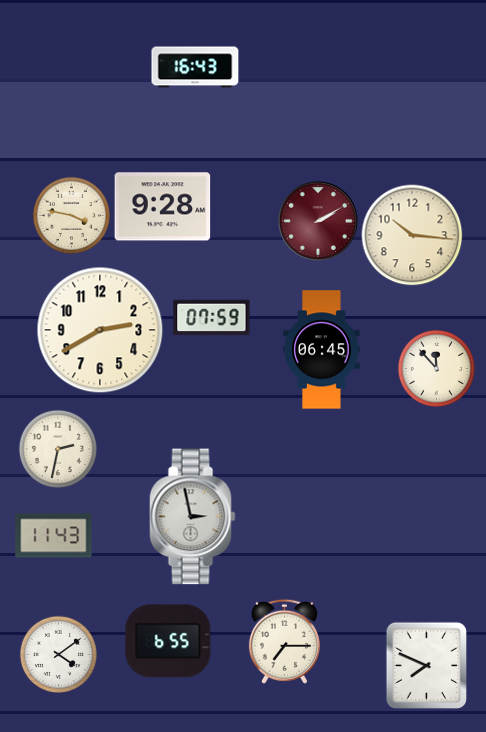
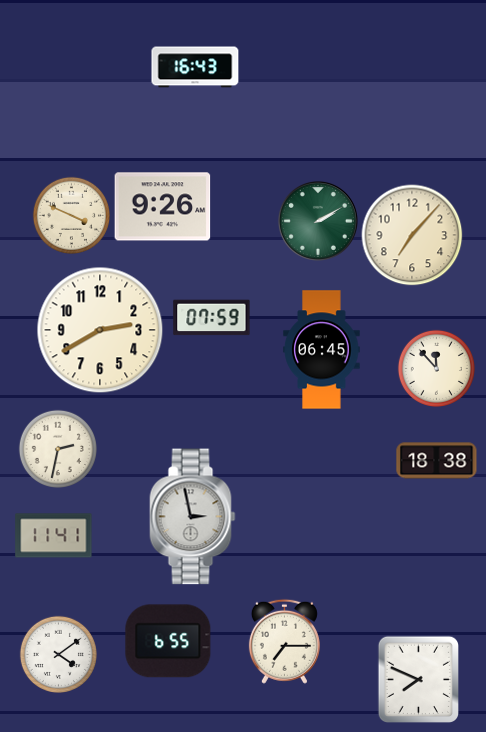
clock at (163, 207): 9:28 -> 9:26
clock at (71, 215): 3:47 -> 3:49
clock at (318, 221) dial: burgundy -> green
clock at (412, 235): 10:16 -> 7:07
clock at (437, 461): none -> 18:38
clock at (54, 536): 11:43 -> 11:41
clock at (426, 665) position: (426, 665) -> (418, 679)
